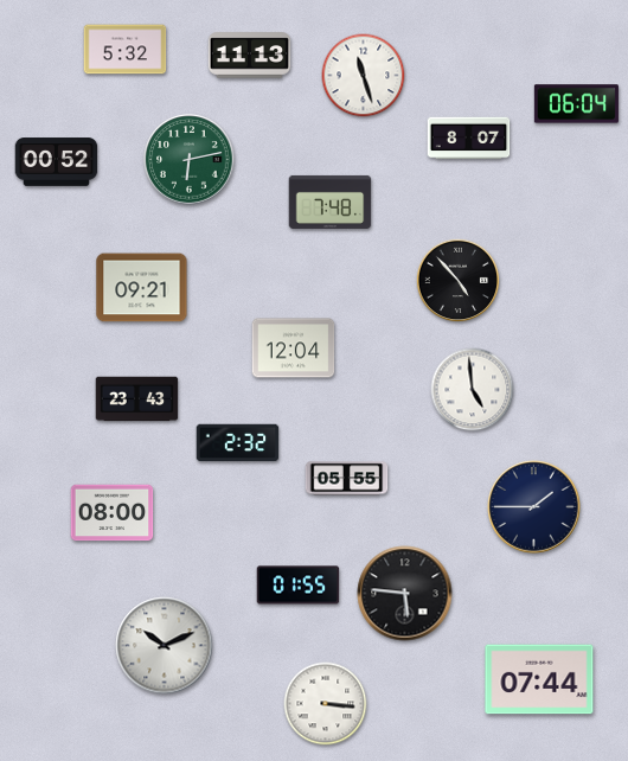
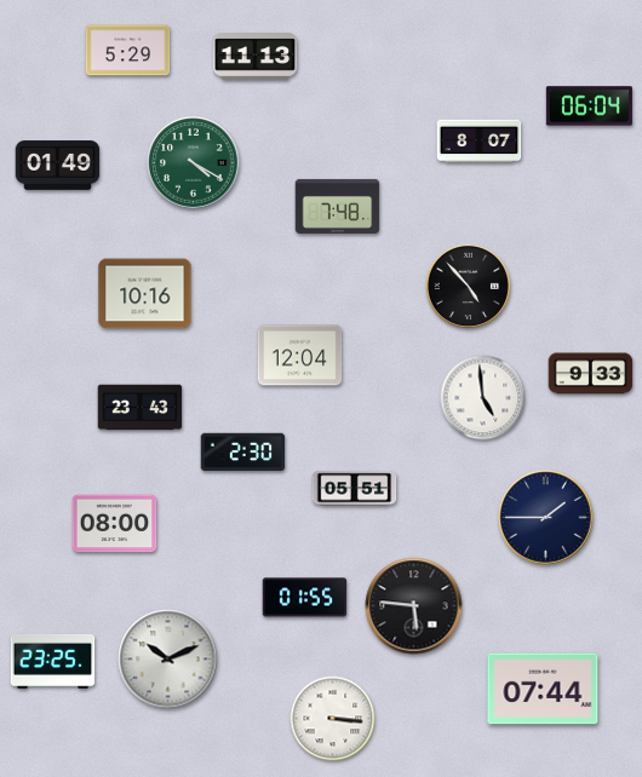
clock at (126, 50): 5:32 -> 5:29
clock at (364, 76): 11:27 -> none
clock at (190, 160): 6:13 -> 4:20
clock at (57, 162): 00:52 -> 01:49
clock at (142, 288): 09:21 -> 10:16
clock at (591, 374): none -> 9:33
clock at (238, 443): 2:32 -> 2:30
clock at (347, 479): 05:55 -> 05:51
clock at (53, 661): none -> 23:25
clock at (539, 679) position: (539, 679) -> (543, 689)
